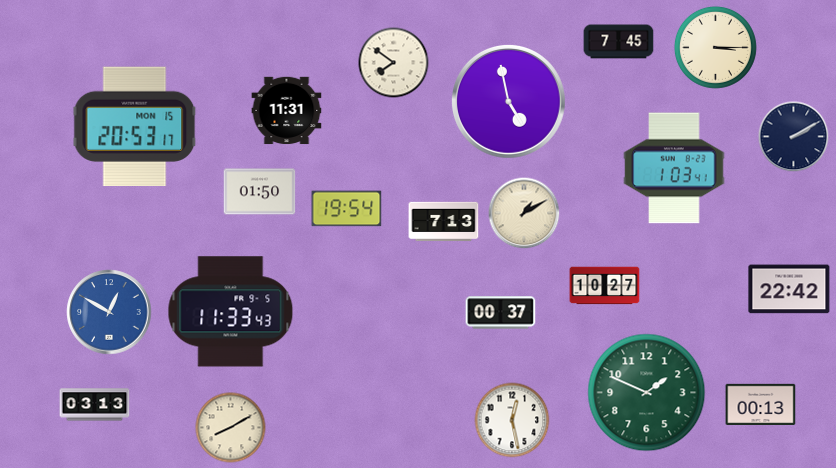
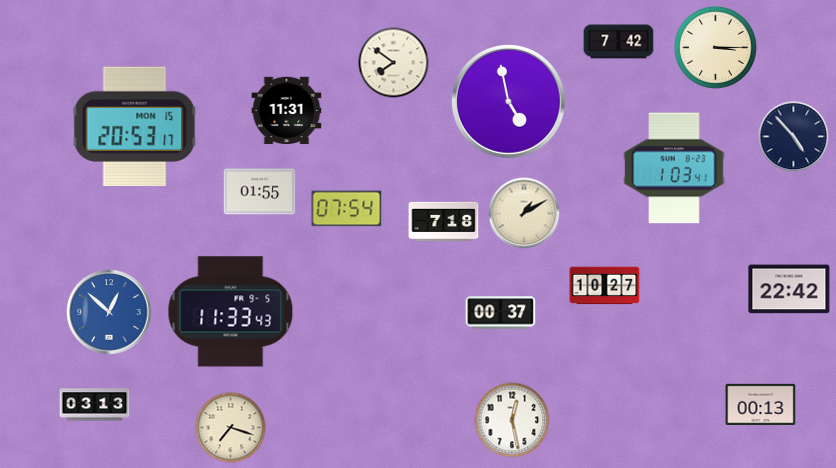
clock at (619, 42): 7:45 -> 7:42
clock at (794, 137): 2:10 -> 4:53
clock at (260, 192): 01:50 -> 01:55
clock at (347, 209): 19:54 -> 07:54
clock at (444, 222): 7:13 -> 7:18
clock at (109, 312): 12:50 -> 12:52
clock at (647, 393): 1:49 -> none
clock at (231, 428): 8:10 -> 7:18
